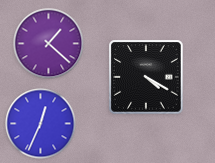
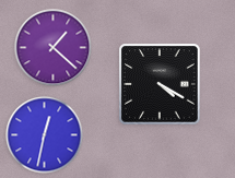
clock at (41, 124): 12:34 -> 12:32
